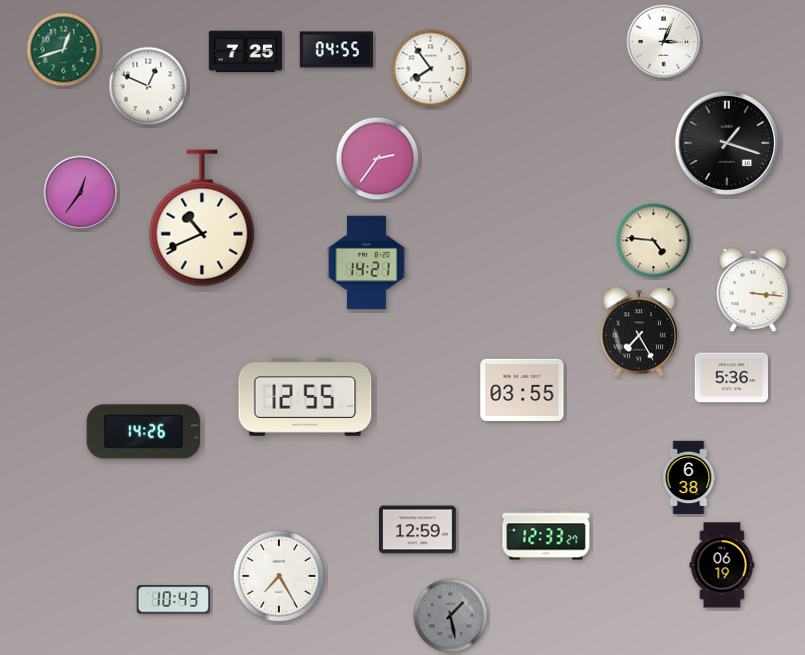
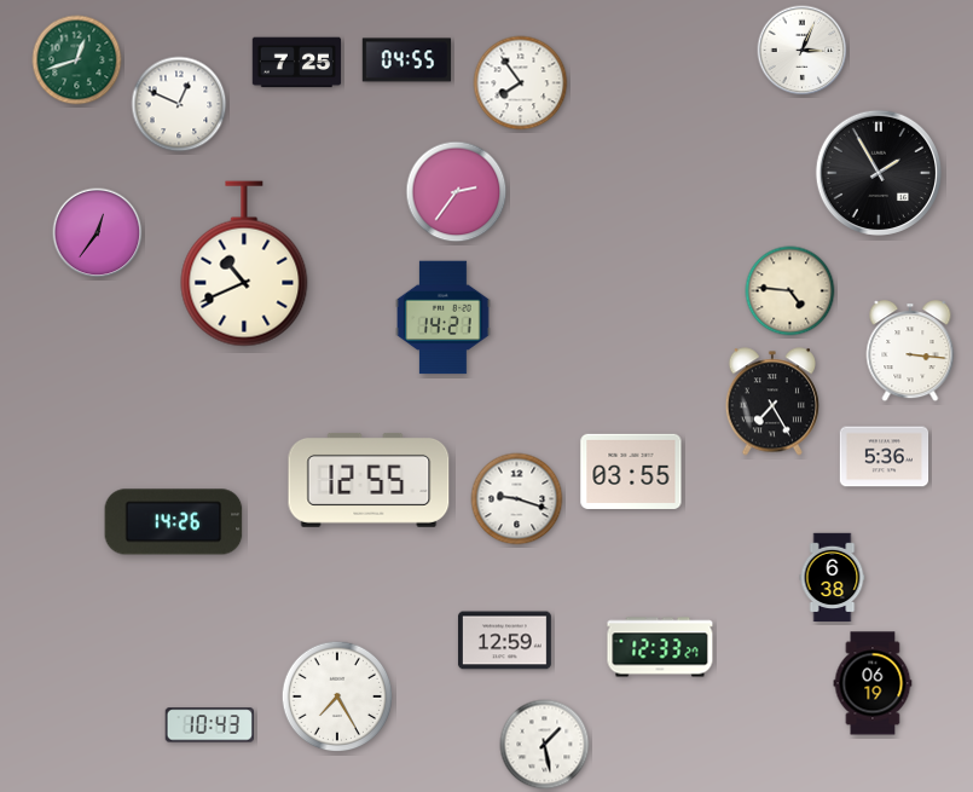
clock at (727, 143): 1:18 -> 1:55
clock at (517, 499): none -> 9:18
clock at (451, 616) dial: grey -> white
